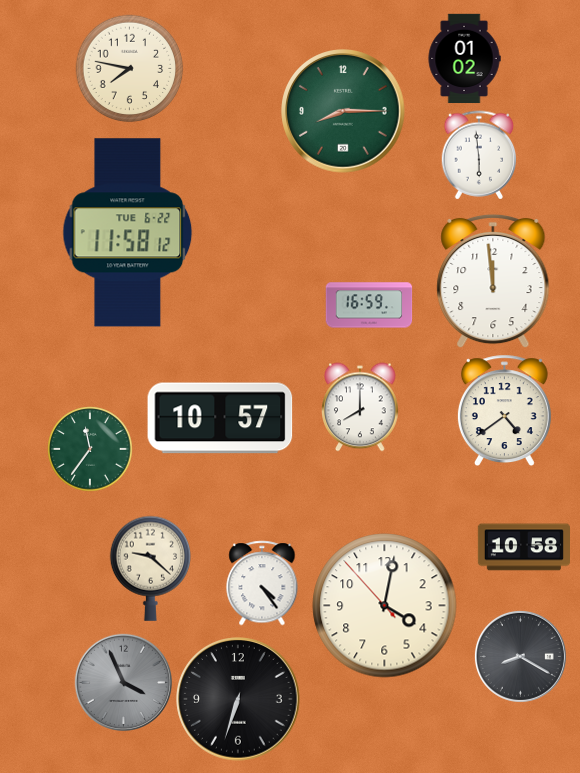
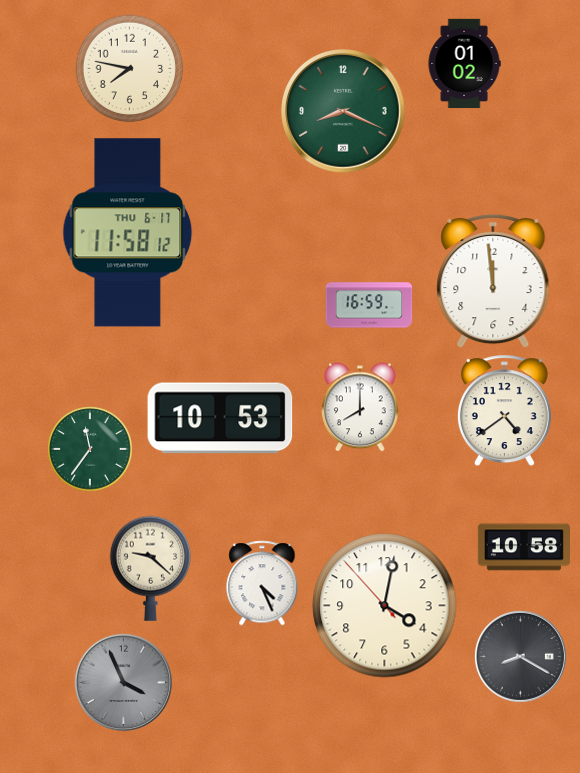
clock at (464, 58) position: (464, 58) -> (464, 63)
clock at (343, 111): 8:15 -> 8:19
clock at (479, 155): 5:59 -> none
clock at (128, 233) date: TUE 6-22 -> THU 6-17
clock at (220, 418): 10:57 -> 10:53
clock at (262, 583): 4:24 -> 4:26
clock at (238, 699): 6:33 -> none
